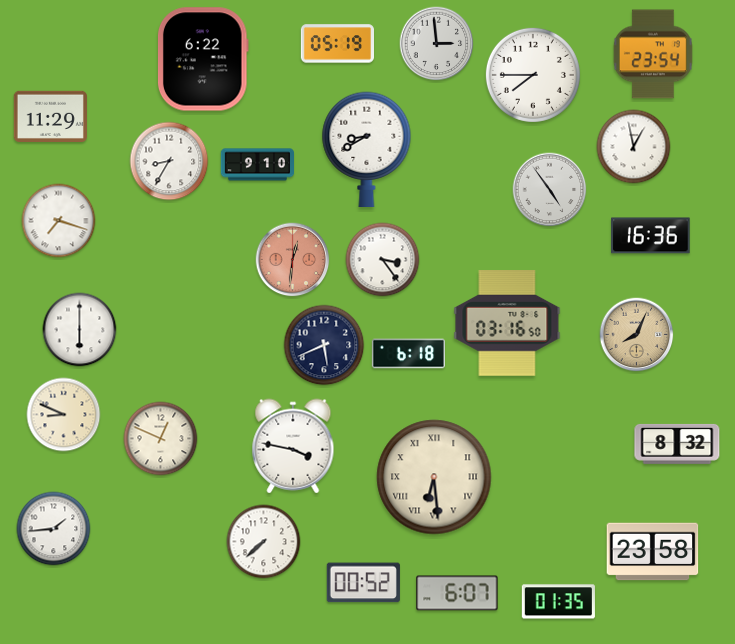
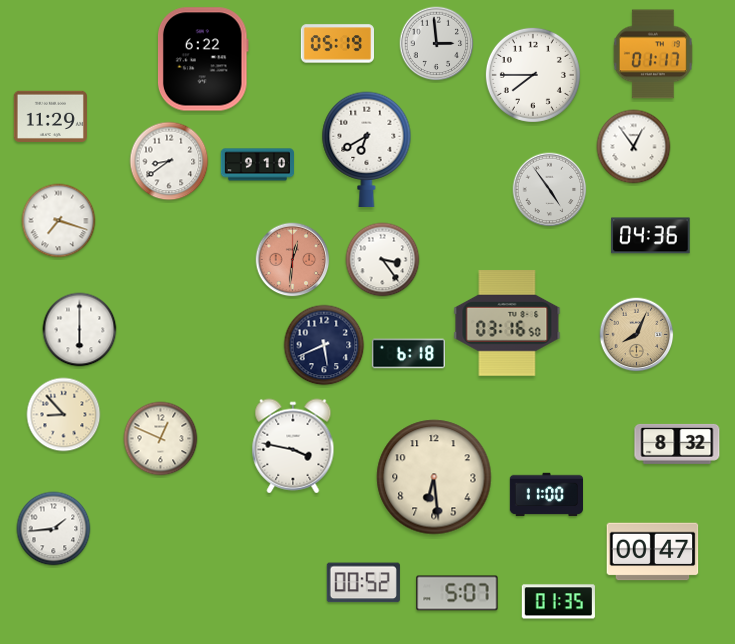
clock at (653, 54): 23:54 -> 01:17
clock at (634, 147): 12:58 -> 12:54
clock at (367, 149): 8:40 -> 6:40
clock at (169, 161): 8:35 -> 8:39
clock at (651, 236): 16:36 -> 04:36
clock at (64, 415): 8:49 -> 8:53
clock at (434, 477) numerals: Roman -> Arabic
clock at (546, 495): none -> 11:00
clock at (264, 542): 7:38 -> none
clock at (653, 552): 23:58 -> 00:47
clock at (457, 593): 6:07 -> 5:07
